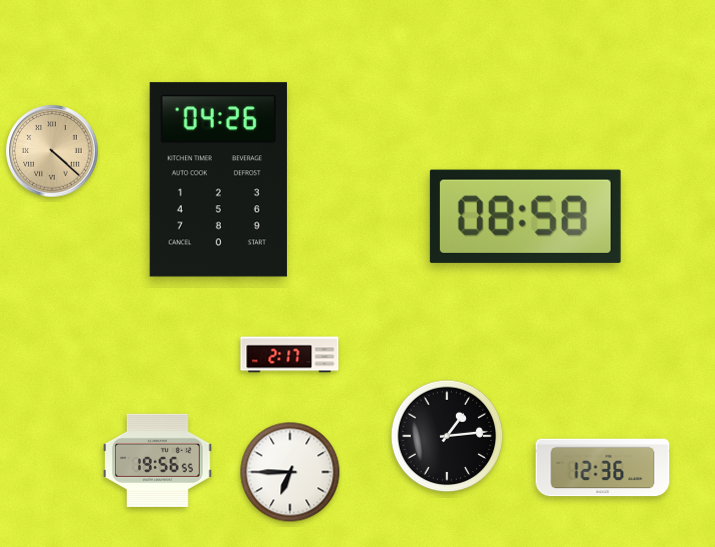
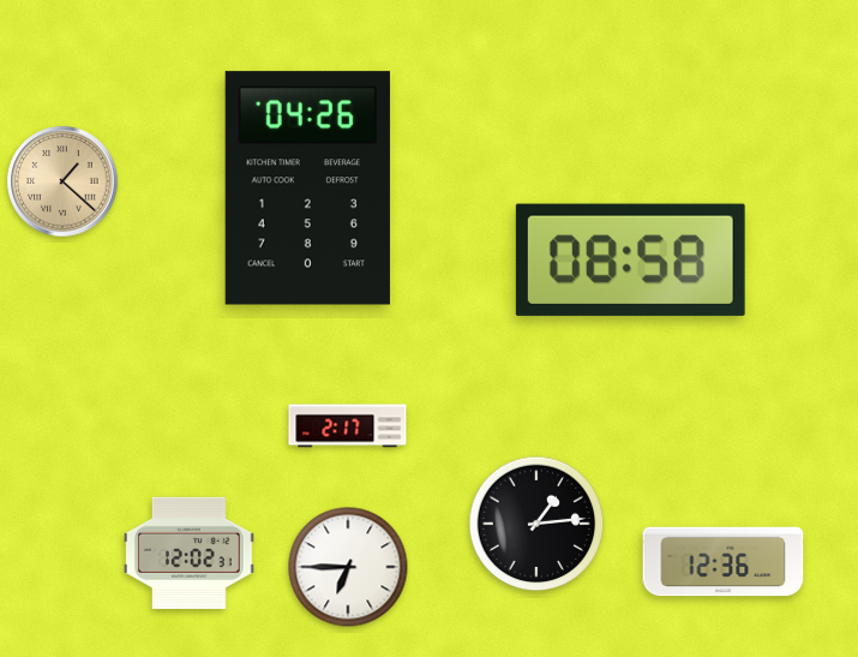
clock at (52, 151): 4:22 -> 1:22
clock at (218, 180) position: (218, 180) -> (307, 189)
clock at (158, 460): 19:56 -> 12:02
